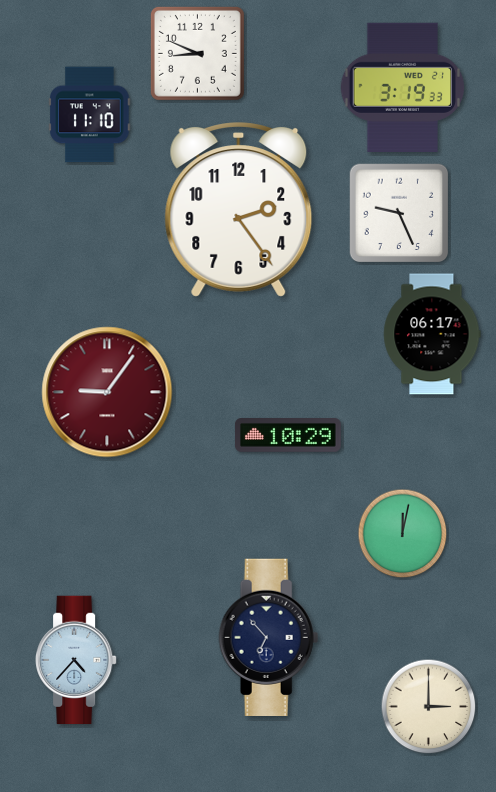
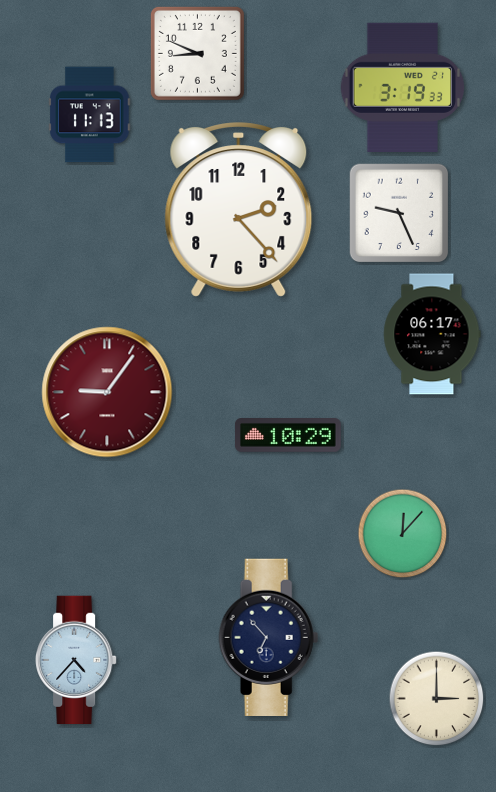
clock at (90, 115): 11:10 -> 11:13
clock at (239, 210): 2:24 -> 2:23
clock at (403, 534): 12:02 -> 12:07
clock at (429, 707) position: (429, 707) -> (437, 699)
